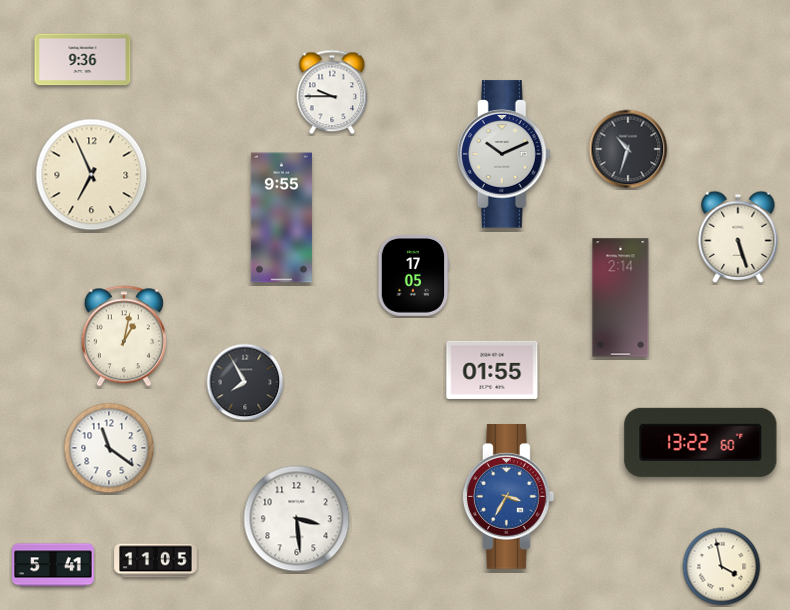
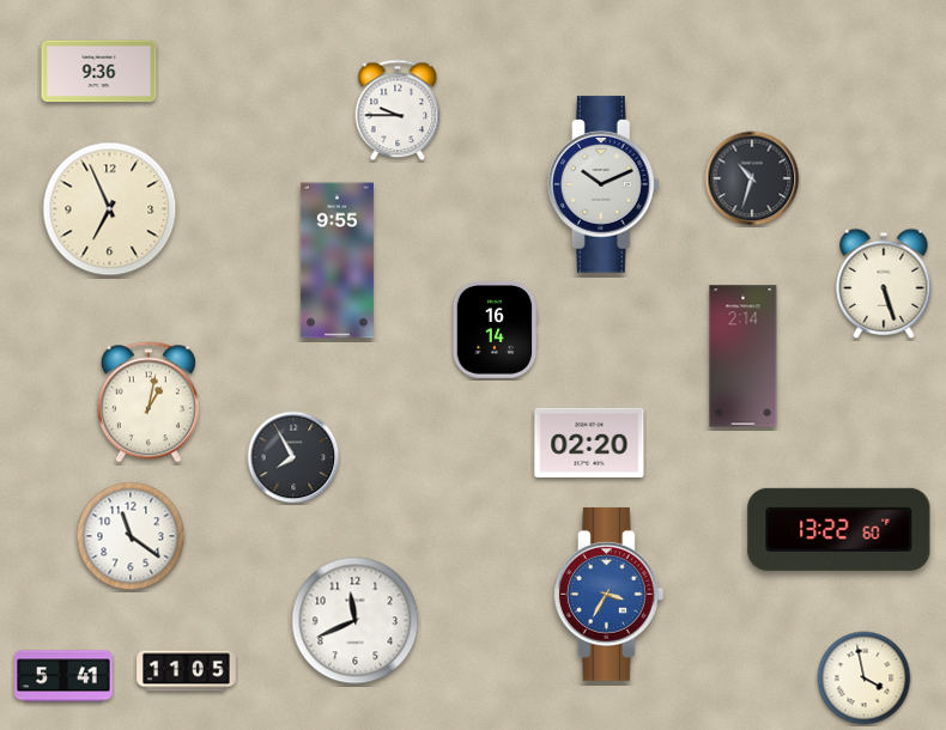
clock at (413, 276): 17:05 -> 16:14
clock at (492, 370): 01:55 -> 02:20
clock at (297, 519): 3:29 -> 11:41
